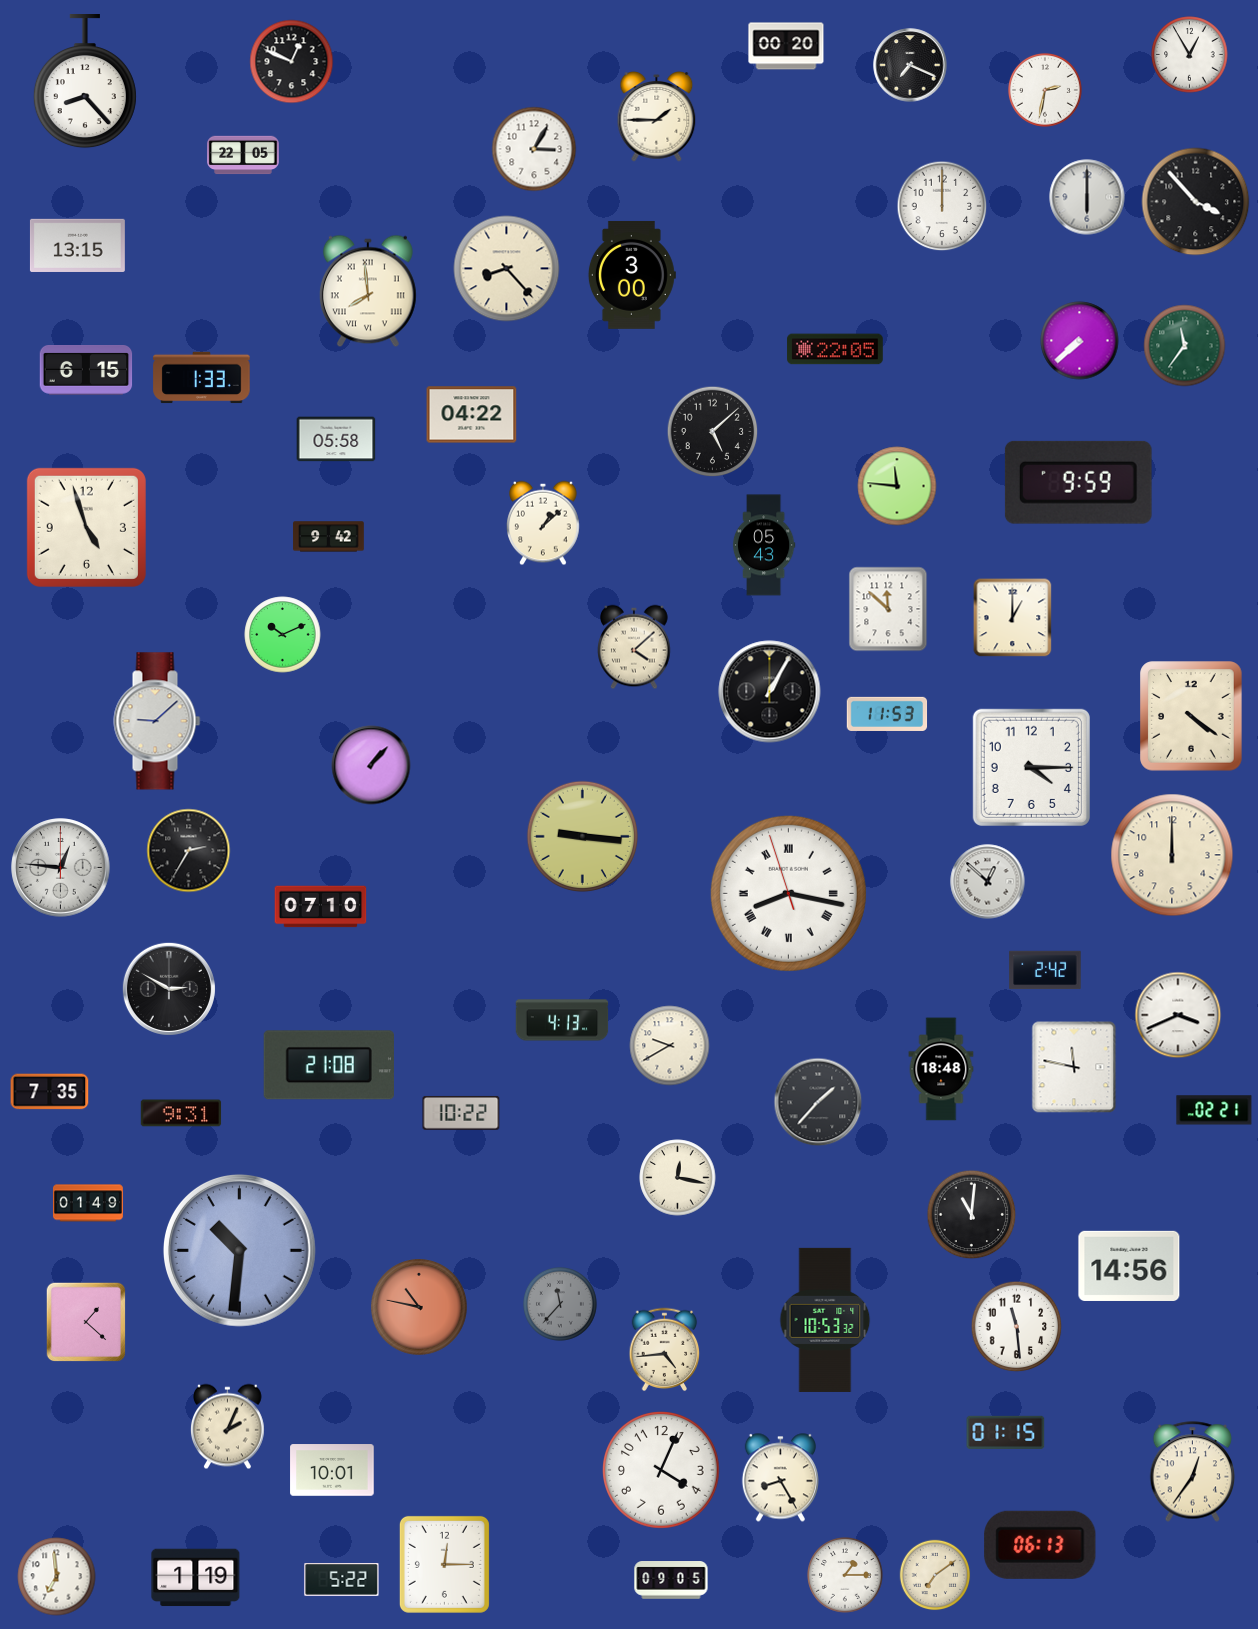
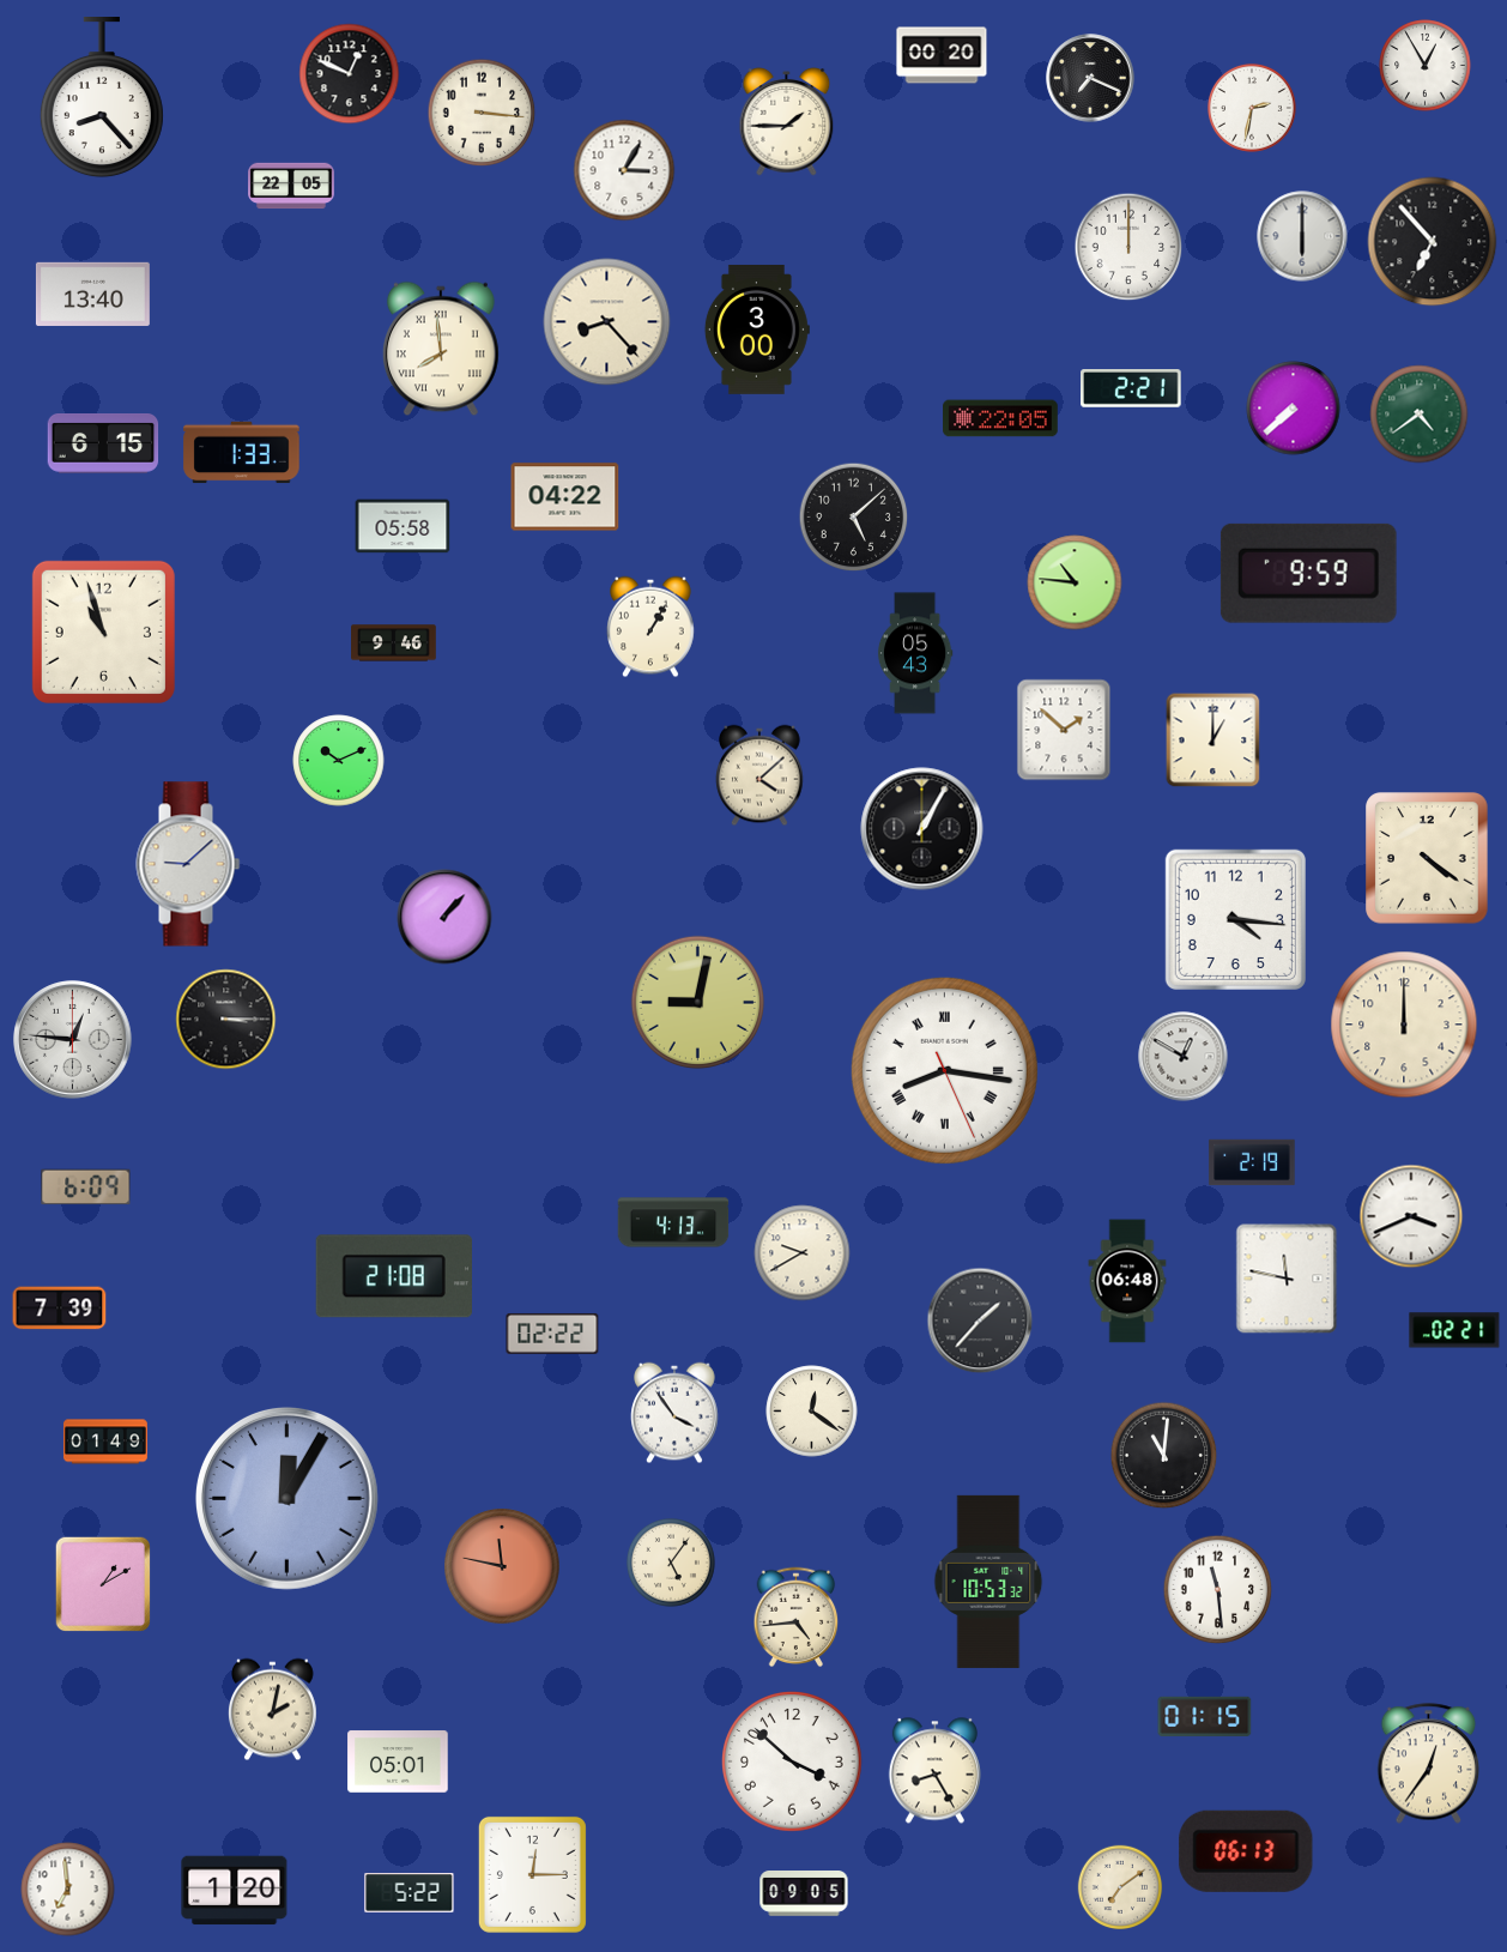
clock at (482, 113): none -> 3:16
clock at (657, 117) position: (657, 117) -> (787, 122)
clock at (534, 149) position: (534, 149) -> (624, 170)
clock at (1196, 202): 3:53 -> 6:53
clock at (77, 245): 13:15 -> 13:40
clock at (1131, 389): none -> 2:21
clock at (1185, 346): 11:36 -> 4:39
clock at (1078, 482) position: (1078, 482) -> (1308, 573)
clock at (897, 486): 11:46 -> 10:46
clock at (543, 523): 1:08 -> 1:05
clock at (86, 527): 4:57 -> 10:57
clock at (329, 537): 9:42 -> 9:46
clock at (888, 609): 11:52 -> 1:52
clock at (887, 714): 11:53 -> none
clock at (1031, 767): 4:15 -> 4:16
clock at (583, 837): 9:16 -> 9:02
clock at (189, 851): 2:35 -> 3:15
clock at (988, 882): 12:52 -> 12:50
clock at (788, 893): 8:16:57 -> 8:16:26
clock at (321, 907): 07:10 -> none
clock at (1045, 970): 2:42 -> 2:19
clock at (169, 989): 2:50 -> none
clock at (86, 1187): none -> 6:09
clock at (941, 1069): 18:48 -> 06:48
clock at (50, 1092): 7:35 -> 7:39
clock at (181, 1113): 9:31 -> none
clock at (461, 1113): 10:22 -> 02:22
clock at (678, 1178): 12:17 -> 12:21
clock at (674, 1413): none -> 3:54
clock at (239, 1250): 10:31 -> 12:05
clock at (1129, 1266): 14:56 -> none
clock at (560, 1304): 11:37 -> 5:06
clock at (560, 1304) dial: grey -> cream
clock at (419, 1307): 10:47 -> 11:47
clock at (86, 1322): 1:22 -> 1:10
clock at (228, 1427): 2:04 -> 2:02
clock at (332, 1470): 10:01 -> 05:01
clock at (662, 1471): 4:04 -> 3:52
clock at (845, 1575): 1:15 -> none
clock at (196, 1578): 1:19 -> 1:20
